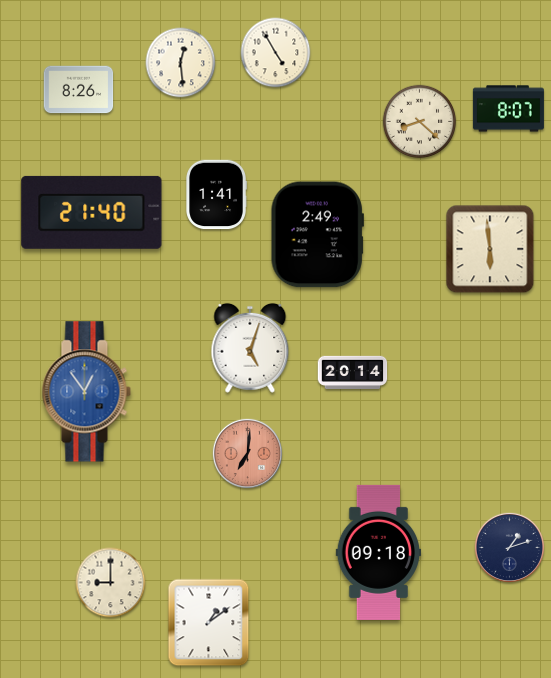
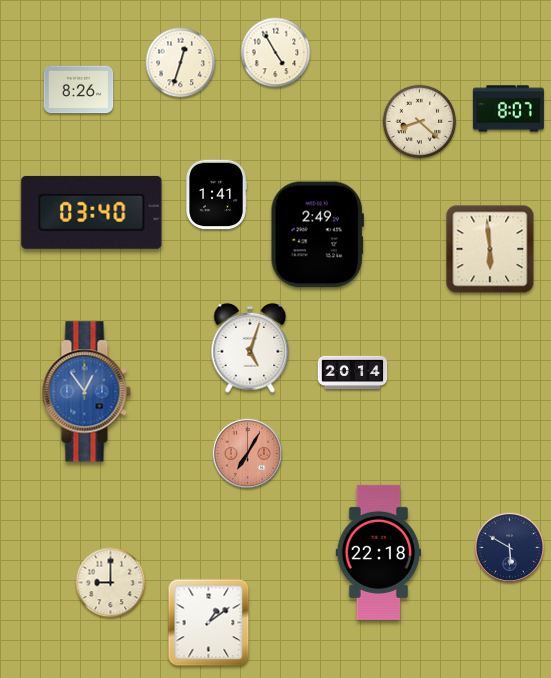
clock at (181, 63): 12:29 -> 12:33
clock at (92, 212): 21:40 -> 03:40
clock at (247, 453): 7:01 -> 7:05
clock at (509, 547): 1:12 -> 5:50
clock at (379, 552): 09:18 -> 22:18
